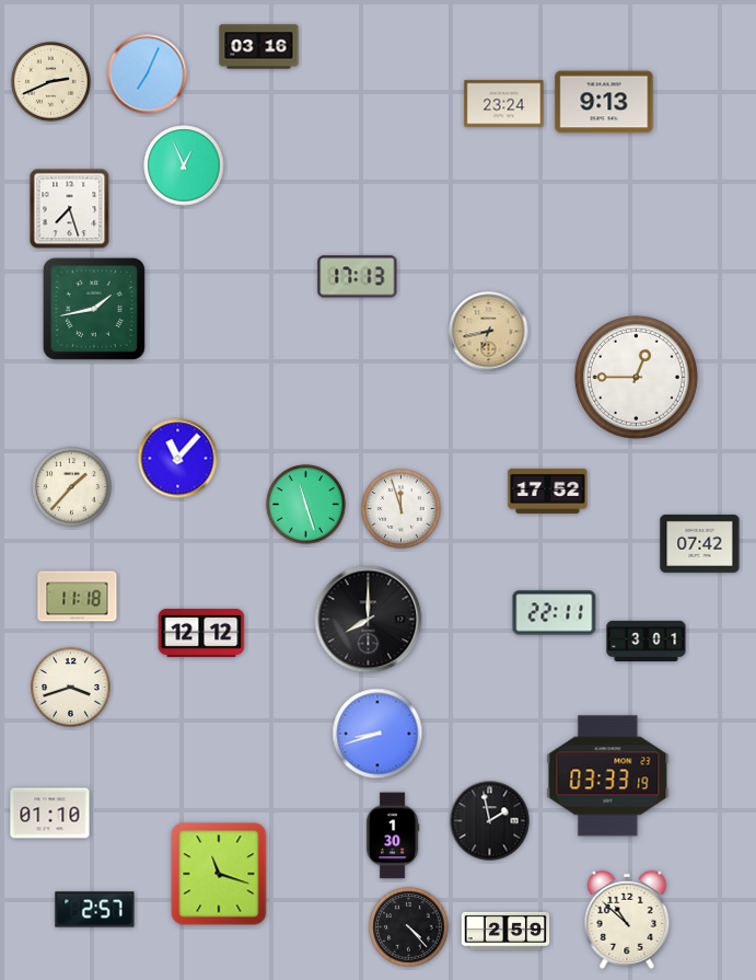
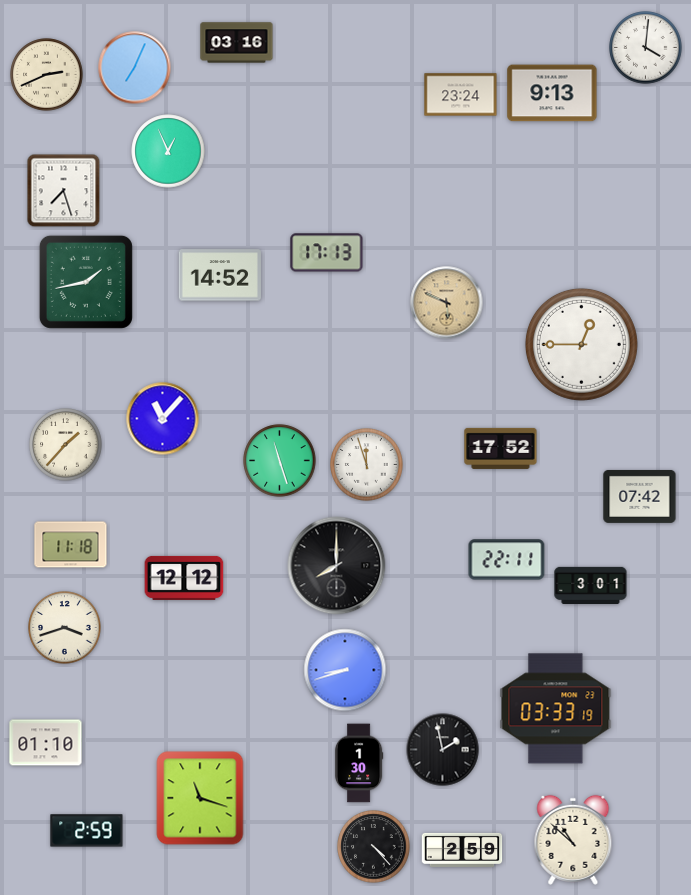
clock at (646, 48): none -> 4:01
clock at (220, 275): none -> 14:52
clock at (489, 332): 6:43 -> 5:49
clock at (490, 821) position: (490, 821) -> (443, 750)
clock at (95, 910): 2:57 -> 2:59
